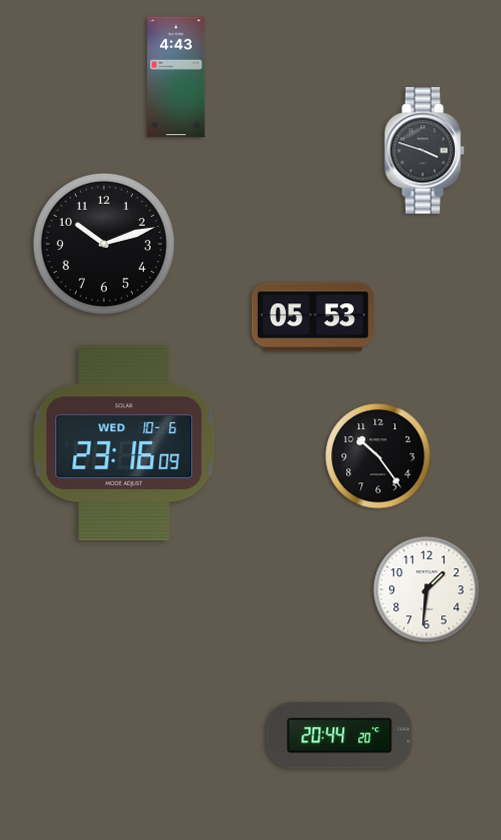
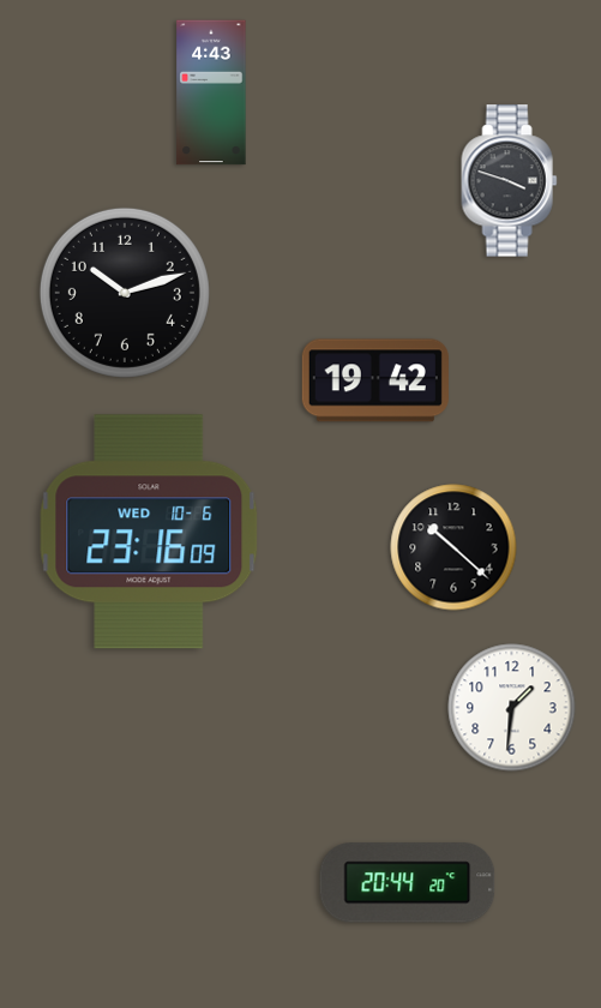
clock at (313, 317): 05:53 -> 19:42
clock at (378, 456): 10:24 -> 10:22
